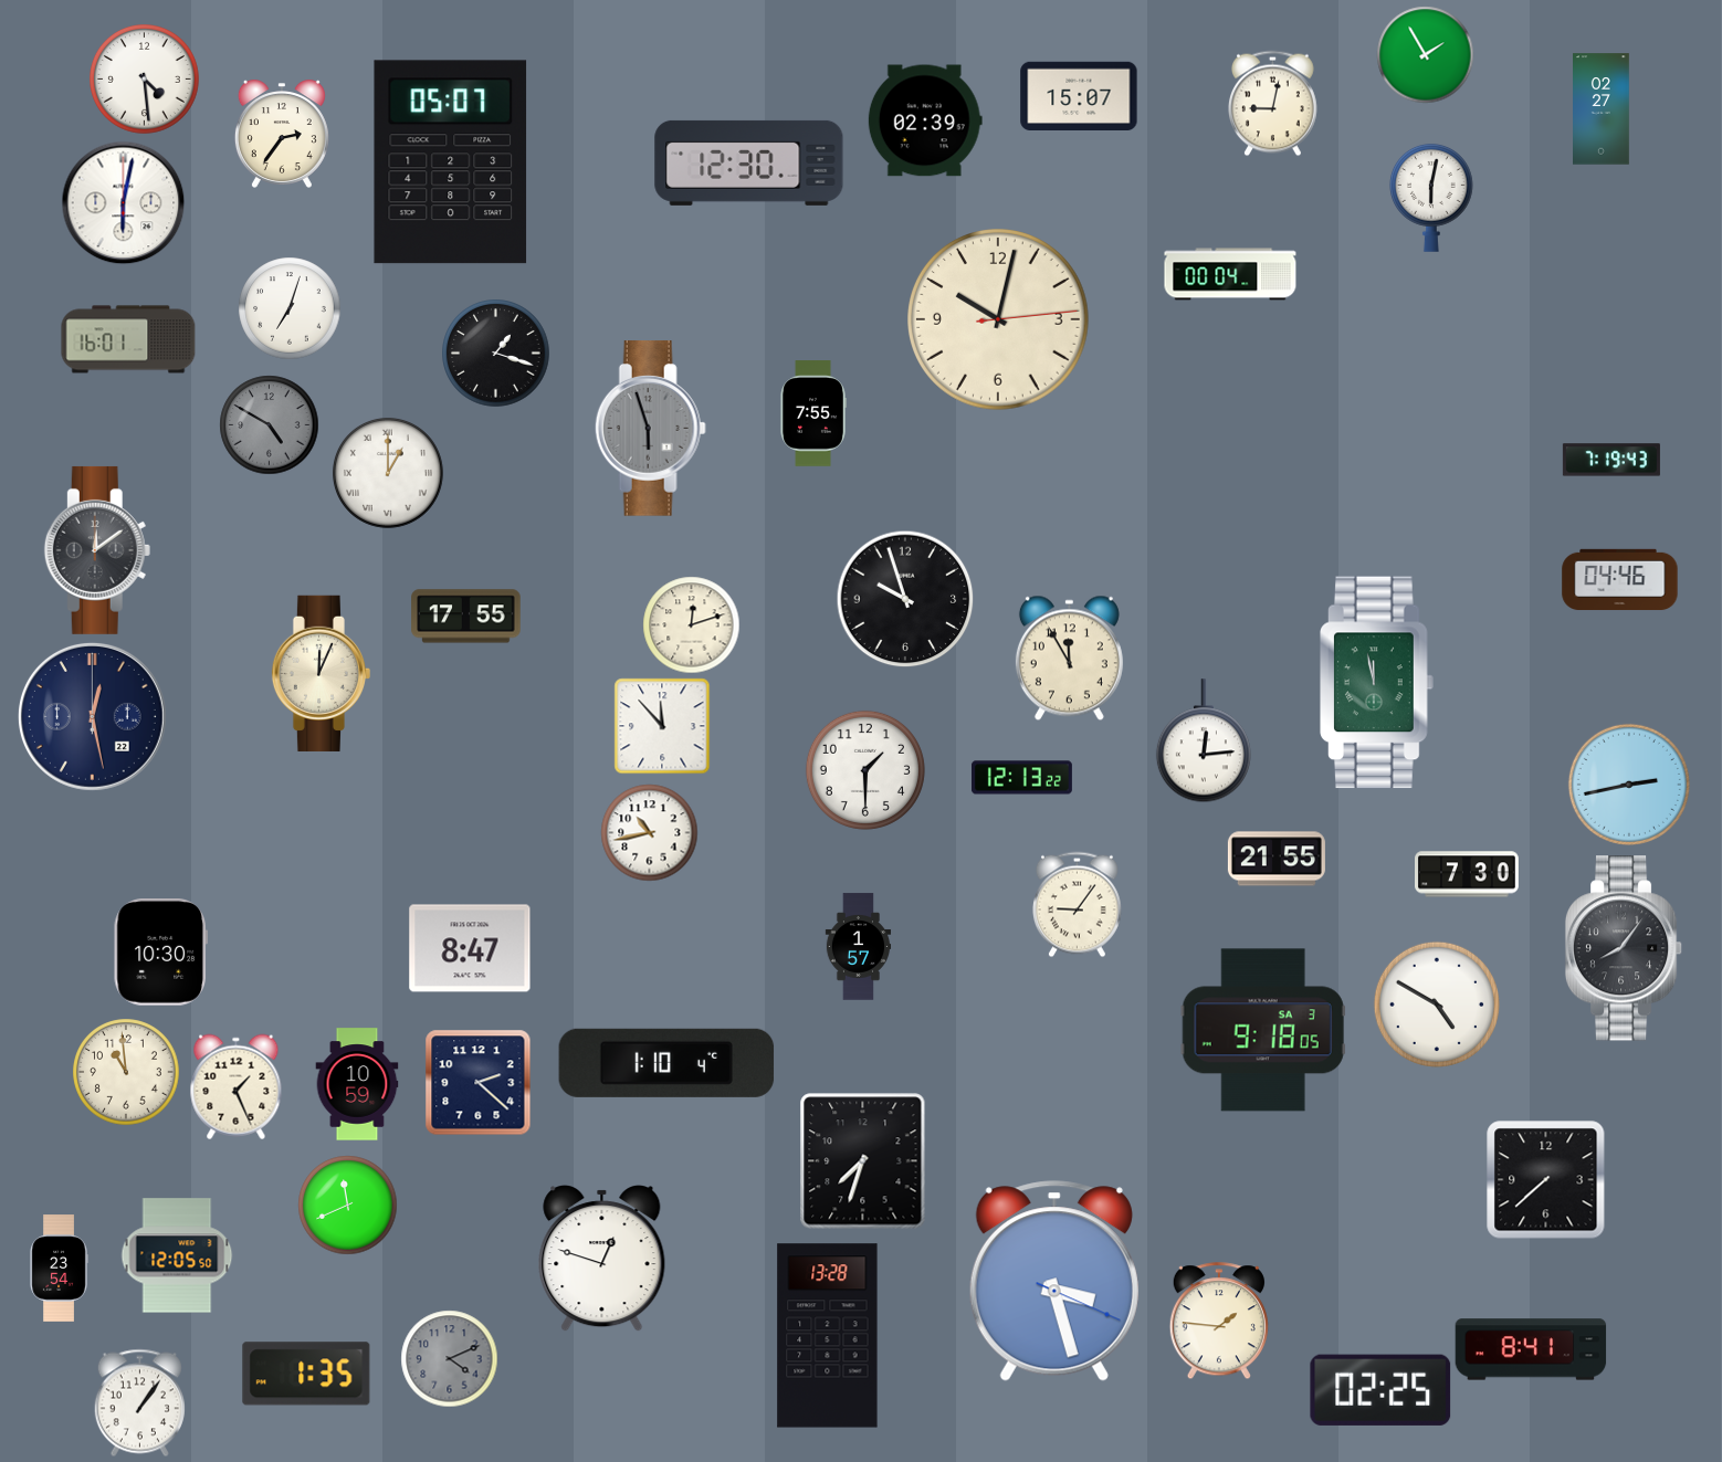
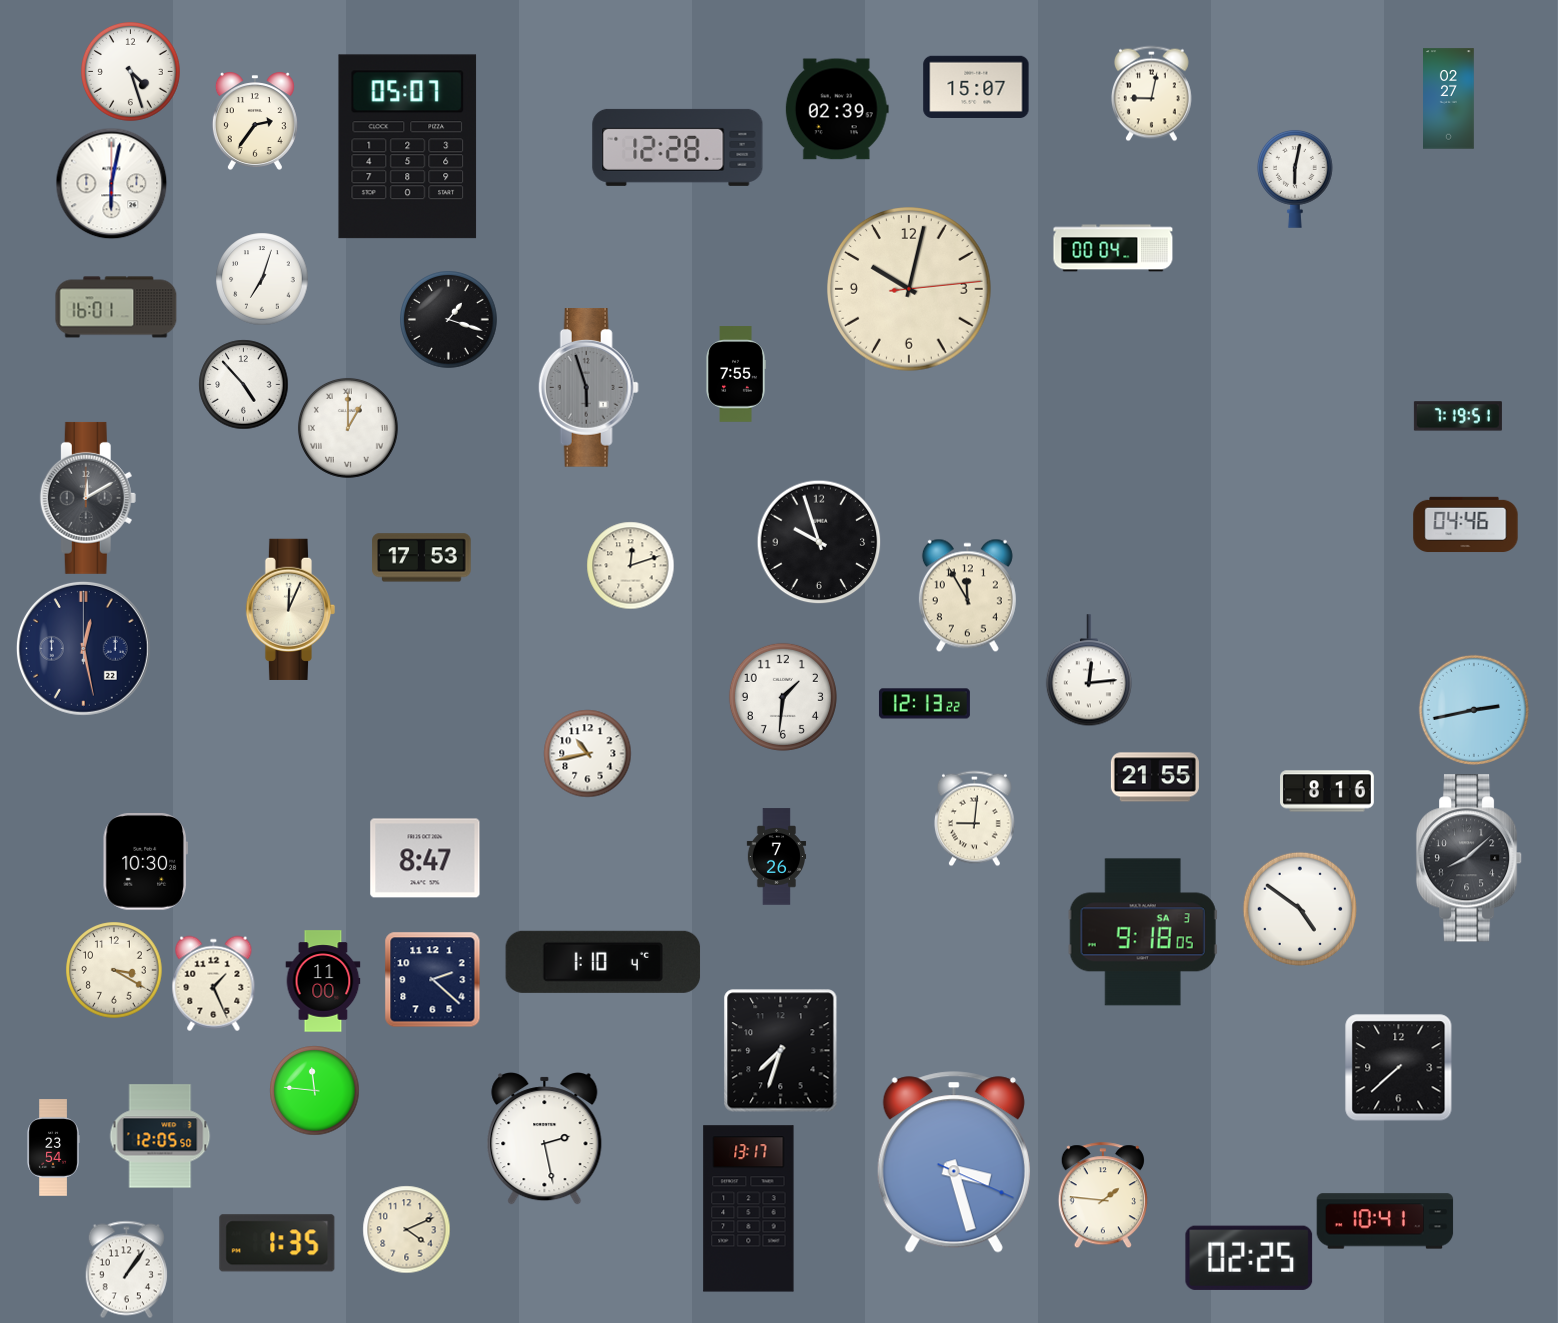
clock at (1425, 54): 1:55 -> none
clock at (145, 80): 4:29 -> 4:27
clock at (749, 162): 12:30 -> 12:28
clock at (999, 320) position: (999, 320) -> (910, 290)
clock at (269, 424): 4:50 -> 4:53
clock at (269, 424) dial: grey -> white
clock at (1611, 460): 7:19:43 -> 7:19:51
clock at (388, 473) position: (388, 473) -> (348, 428)
clock at (97, 550): 12:09 -> 12:10
clock at (466, 617): 17:55 -> 17:53
clock at (691, 624) position: (691, 624) -> (630, 565)
clock at (1377, 683): 11:58 -> none
clock at (662, 726): 11:53 -> none
clock at (865, 770): 1:30 -> 1:31
clock at (1468, 874): 7:30 -> 8:16
clock at (1077, 904): 9:06 -> 9:01
clock at (859, 947): 1:57 -> 7:26
clock at (1624, 948): 8:06 -> 8:08
clock at (1437, 1005): 4:50 -> 4:51
clock at (126, 1072): 10:59 -> 3:20
clock at (357, 1084): 10:59 -> 11:00
clock at (347, 1205): 11:41 -> 11:46
clock at (602, 1259): 12:48 -> 2:28
clock at (1054, 1281) position: (1054, 1281) -> (954, 1162)
clock at (828, 1336): 13:28 -> 13:17
clock at (1531, 1349): 8:41 -> 10:41
clock at (449, 1358) dial: grey -> cream
